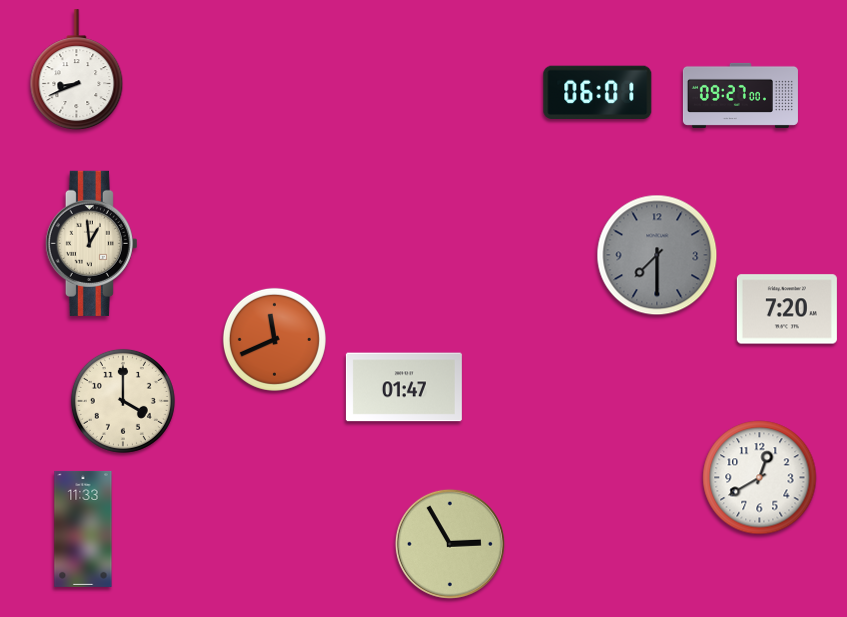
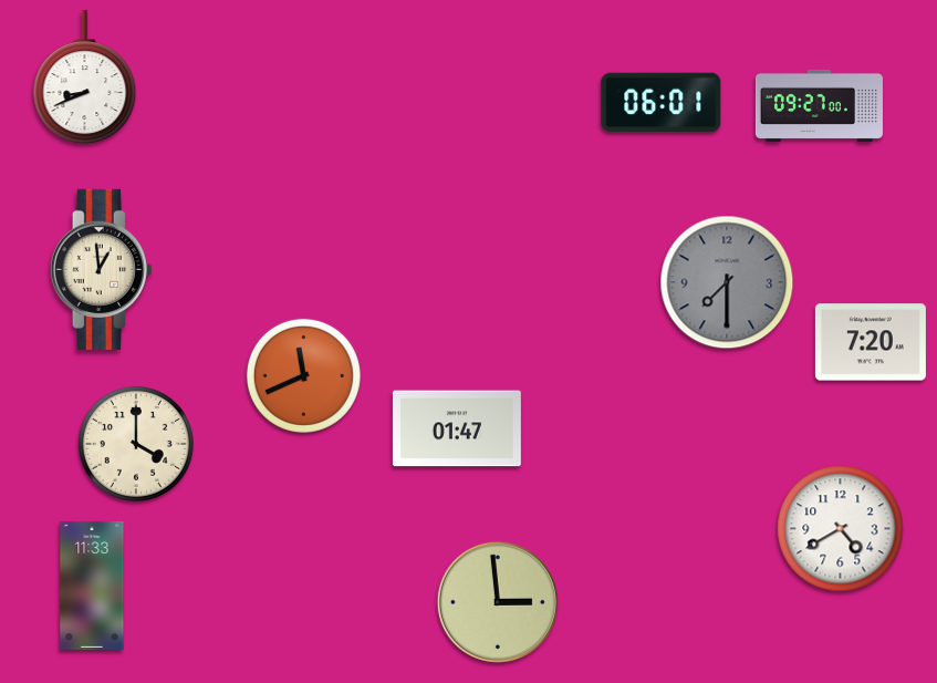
clock at (404, 387) position: (404, 387) -> (457, 428)
clock at (760, 478): 12:40 -> 4:40
clock at (450, 544): 2:55 -> 2:59
